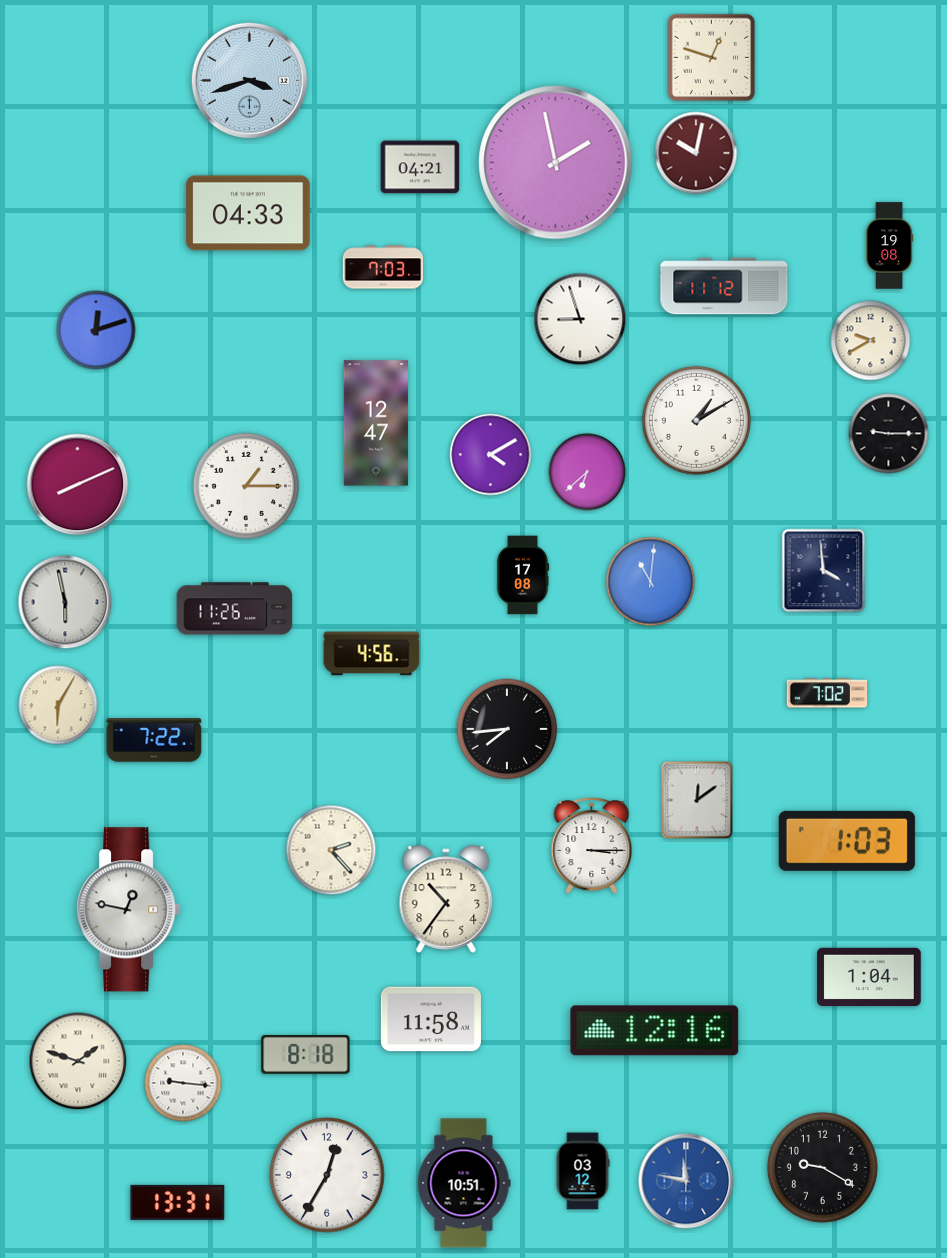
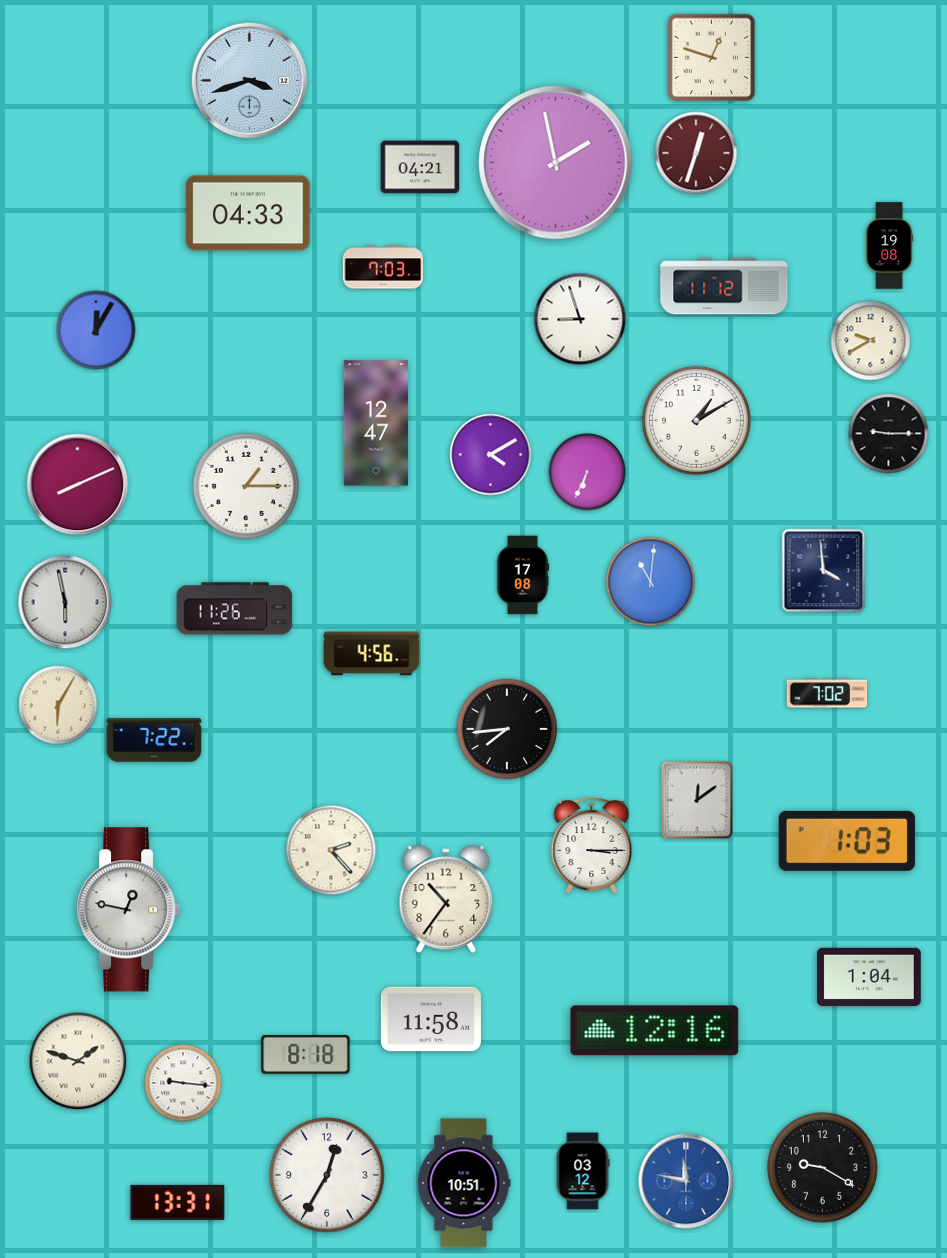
clock at (696, 153): 10:02 -> 12:33
clock at (96, 330): 12:12 -> 12:05
clock at (587, 472): 6:38 -> 6:34
